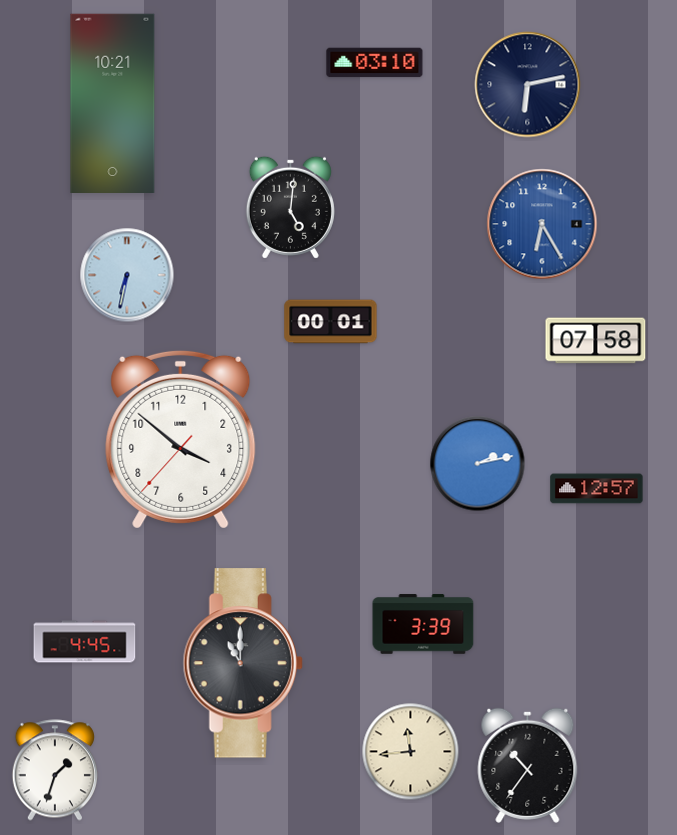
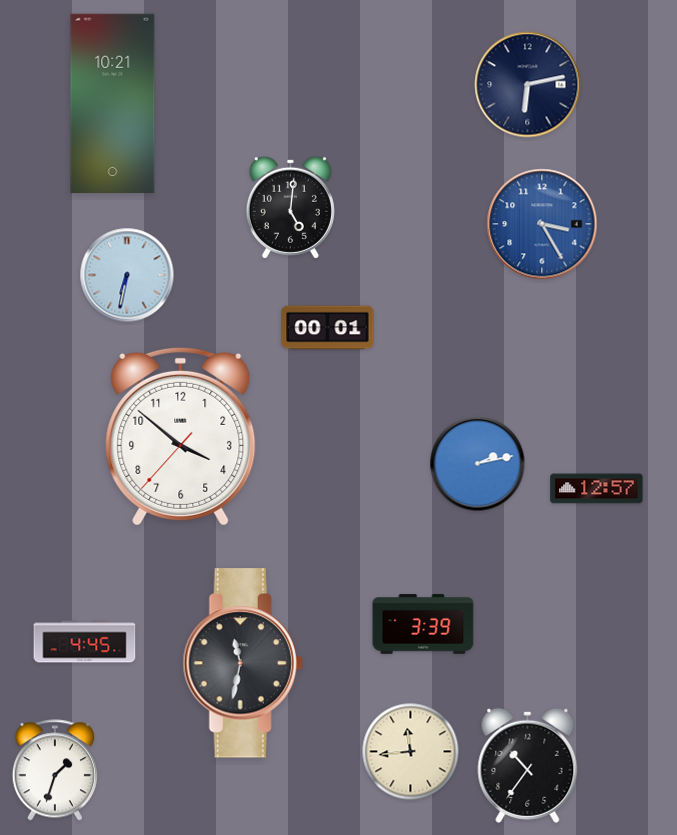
clock at (375, 63): 03:10 -> none
clock at (542, 224): 6:25 -> 3:25
clock at (331, 322) position: (331, 322) -> (328, 328)
clock at (596, 341): 07:58 -> none
clock at (181, 439) position: (181, 439) -> (181, 436)
clock at (243, 663): 11:00 -> 11:32
